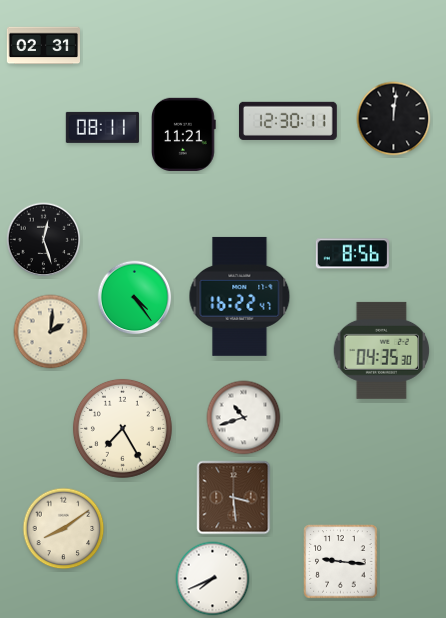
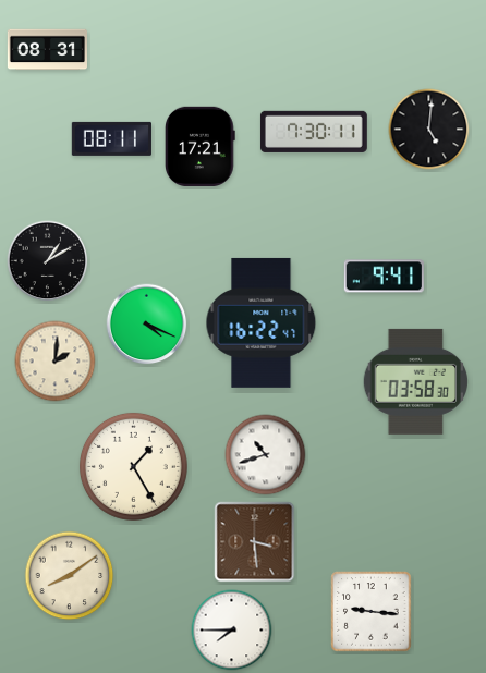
clock at (43, 46): 02:31 -> 08:31
clock at (394, 119): 12:01 -> 5:01
clock at (288, 121): 12:30 -> 7:30
clock at (184, 134): 11:21 -> 17:21
clock at (44, 240): 12:27 -> 1:10
clock at (352, 254): 8:56 -> 9:41
clock at (135, 298): 4:24 -> 4:19
clock at (381, 350): 04:35 -> 03:58
clock at (122, 428): 7:25 -> 1:25
clock at (213, 579): 7:41 -> 7:45
